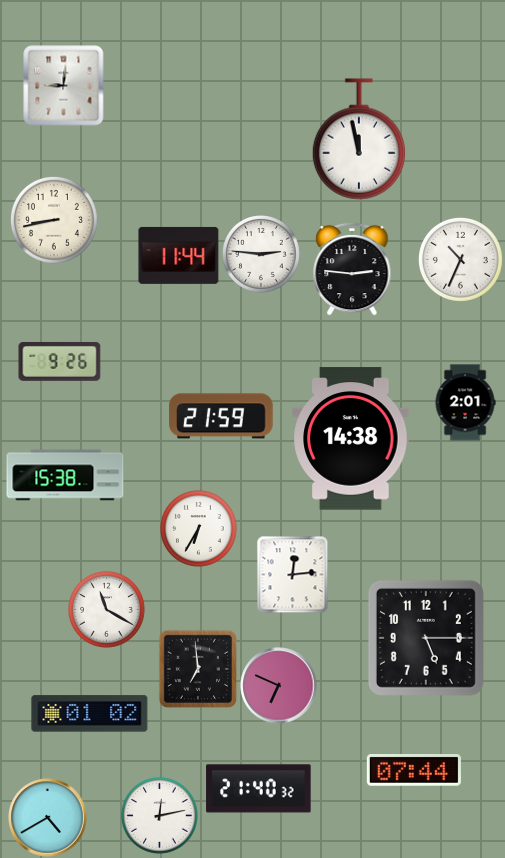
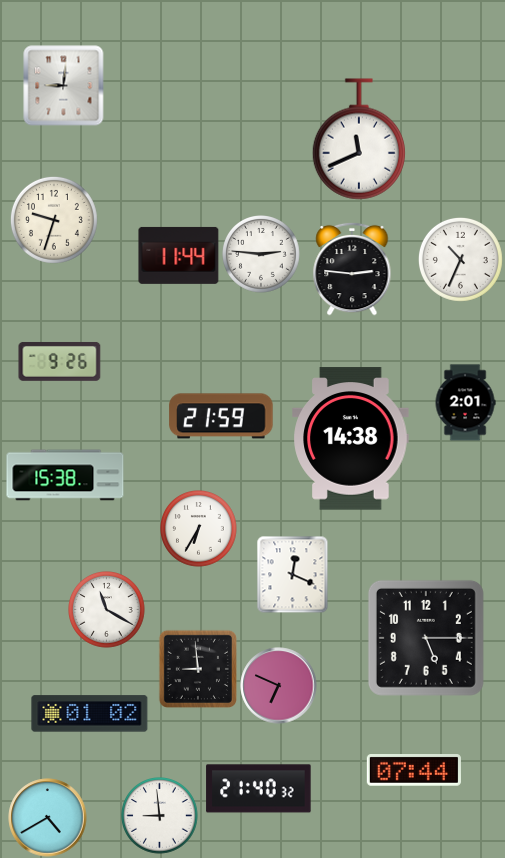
clock at (359, 139): 11:58 -> 11:41
clock at (54, 220): 8:43 -> 9:33
clock at (293, 574): 12:14 -> 12:19
clock at (198, 669): 6:59 -> 8:59
clock at (160, 816): 12:13 -> 8:59
